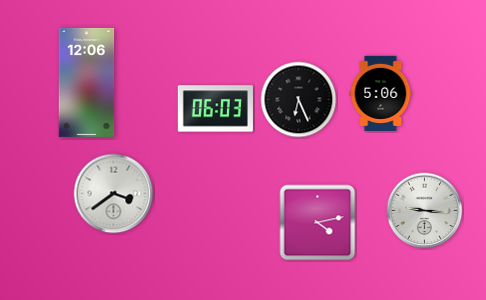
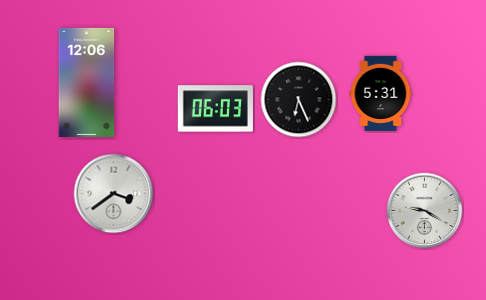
clock at (381, 93): 5:06 -> 5:31
clock at (425, 211): 9:16 -> 9:20
clock at (318, 223): 4:13 -> none
